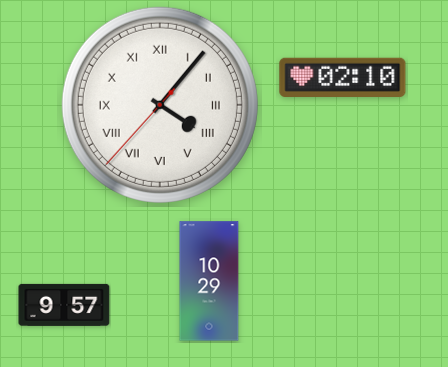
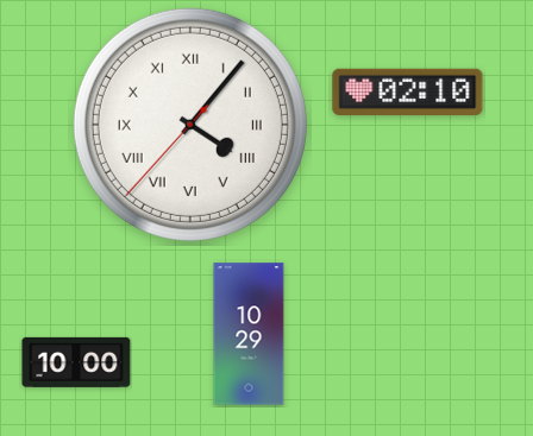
clock at (64, 305): 9:57 -> 10:00
